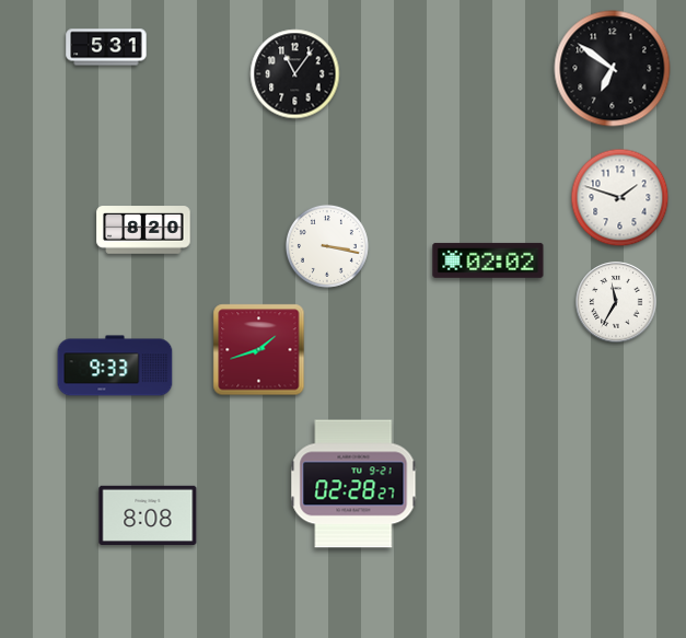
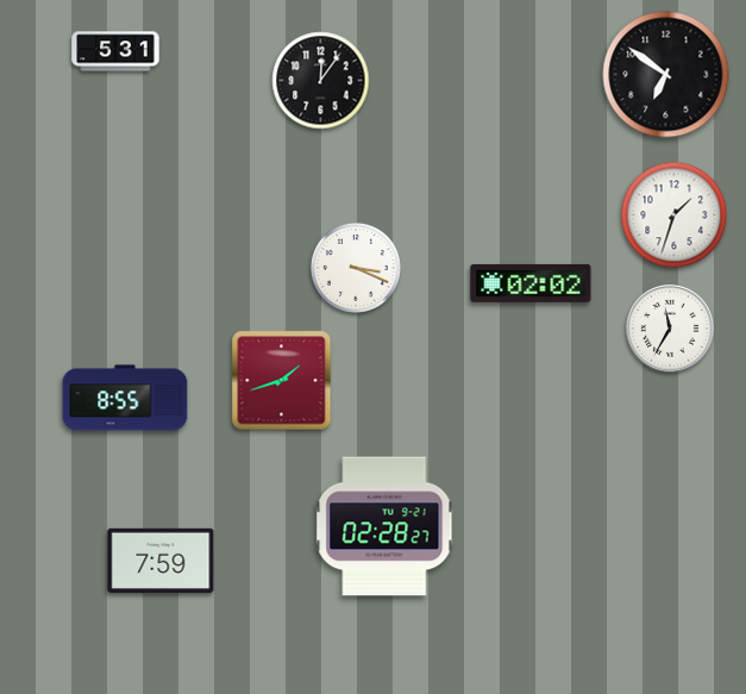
clock at (295, 74): 11:06 -> 12:06
clock at (620, 198): 1:48 -> 1:33
clock at (143, 230): 8:20 -> none
clock at (327, 246): 3:17 -> 3:19
clock at (115, 366): 9:33 -> 8:55
clock at (148, 515): 8:08 -> 7:59
